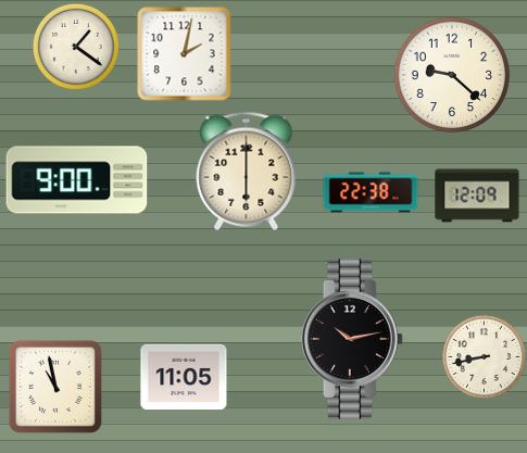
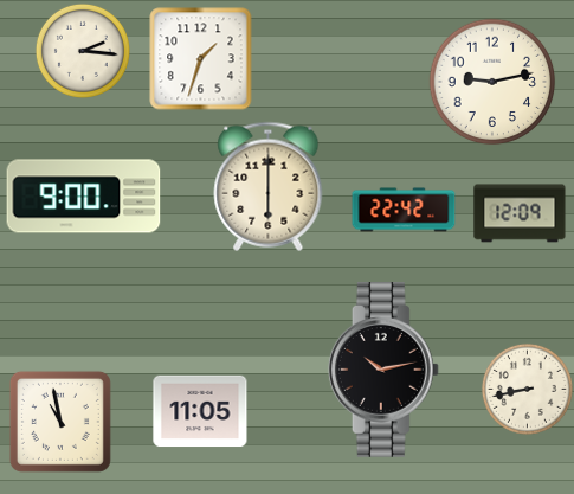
clock at (76, 47): 1:21 -> 2:16
clock at (185, 54): 2:02 -> 1:33
clock at (452, 75): 9:22 -> 9:13
clock at (371, 192): 22:38 -> 22:42
